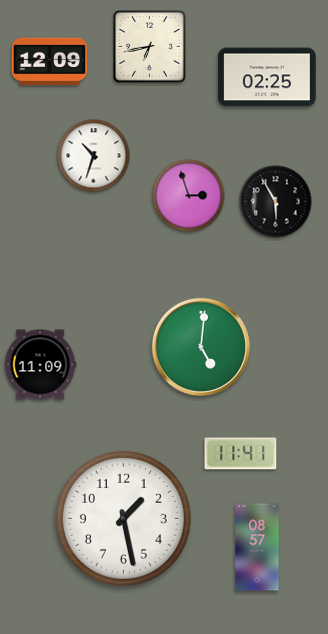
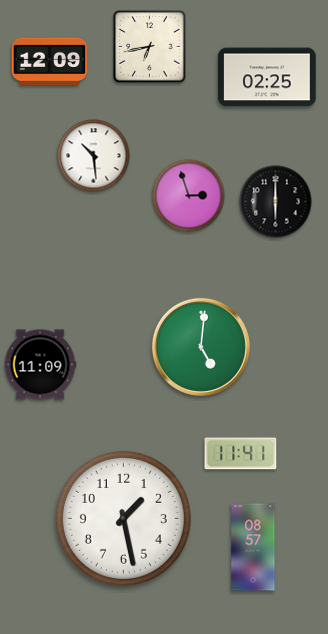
clock at (94, 156): 10:33 -> 10:29
clock at (276, 202): 5:55 -> 6:00
clock at (257, 547) position: (257, 547) -> (253, 547)
